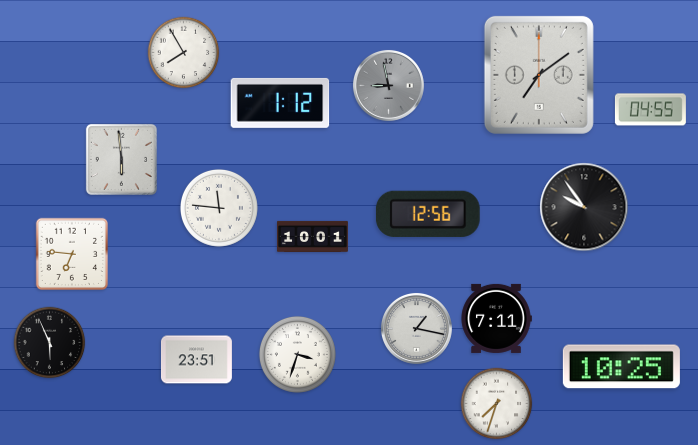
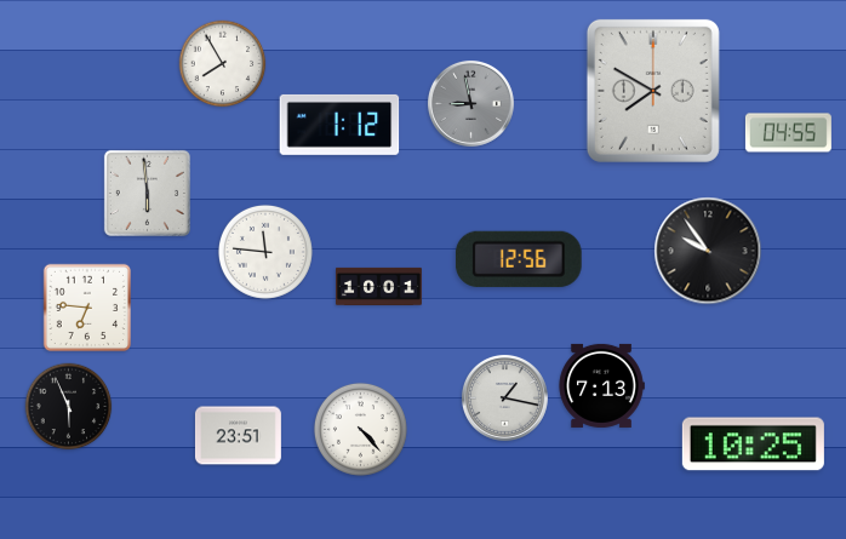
clock at (539, 75): 7:09 -> 7:50
clock at (496, 318): 7:11 -> 7:13
clock at (50, 343) position: (50, 343) -> (69, 407)
clock at (297, 354): 3:33 -> 4:23
clock at (497, 404): 7:33 -> none
